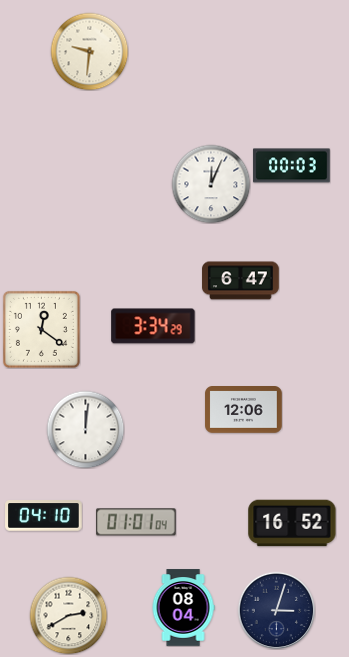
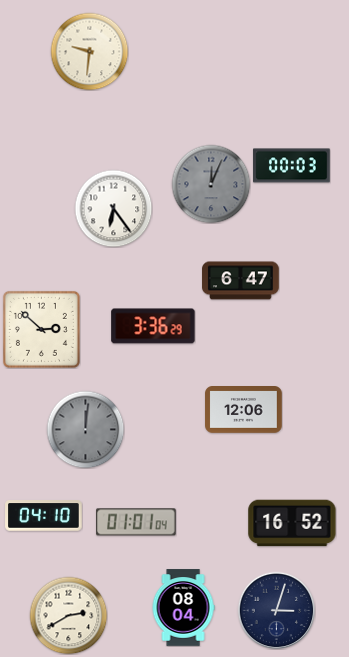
clock at (211, 184) dial: white -> grey
clock at (113, 208): none -> 6:24
clock at (153, 326): 3:34 -> 3:36
clock at (41, 329): 12:21 -> 2:52
clock at (85, 429) dial: white -> grey
